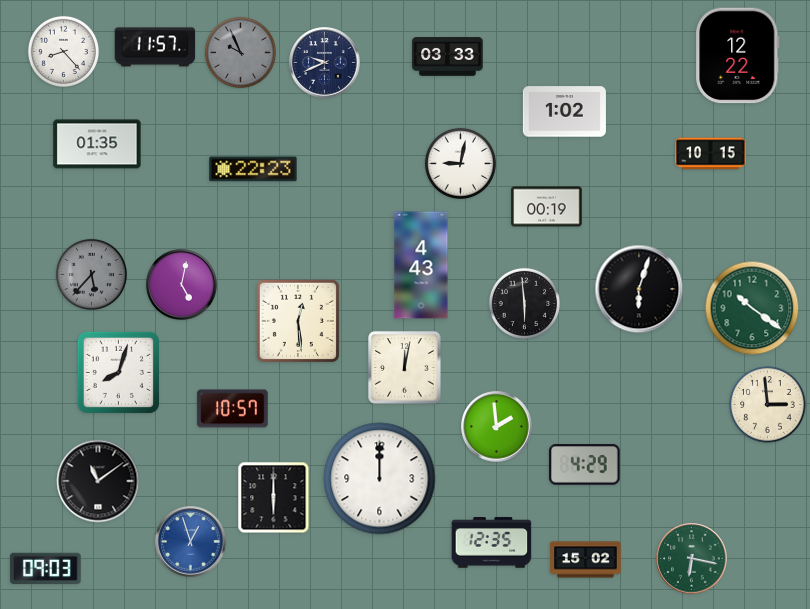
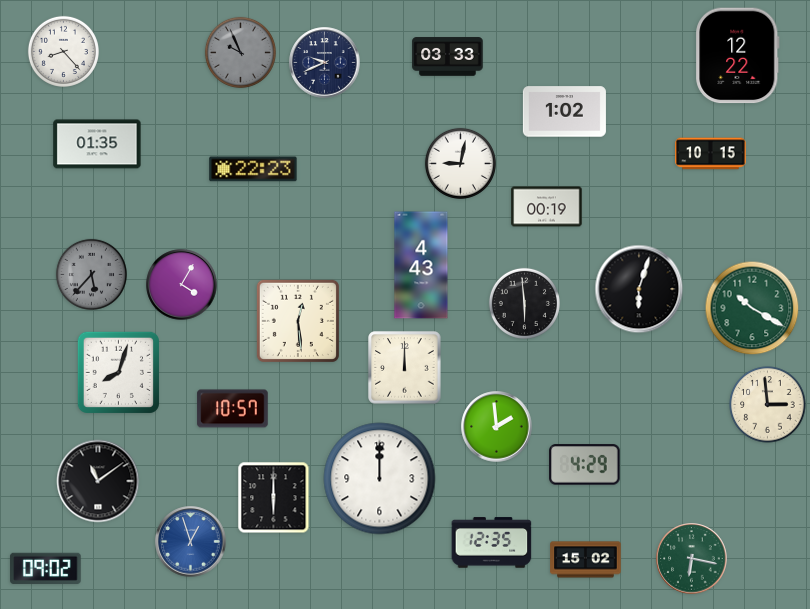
clock at (155, 47): 11:57 -> none
clock at (182, 285): 5:02 -> 4:05
clock at (752, 308): 10:21 -> 10:20
clock at (405, 368): 12:02 -> 12:00
clock at (46, 568): 09:03 -> 09:02
